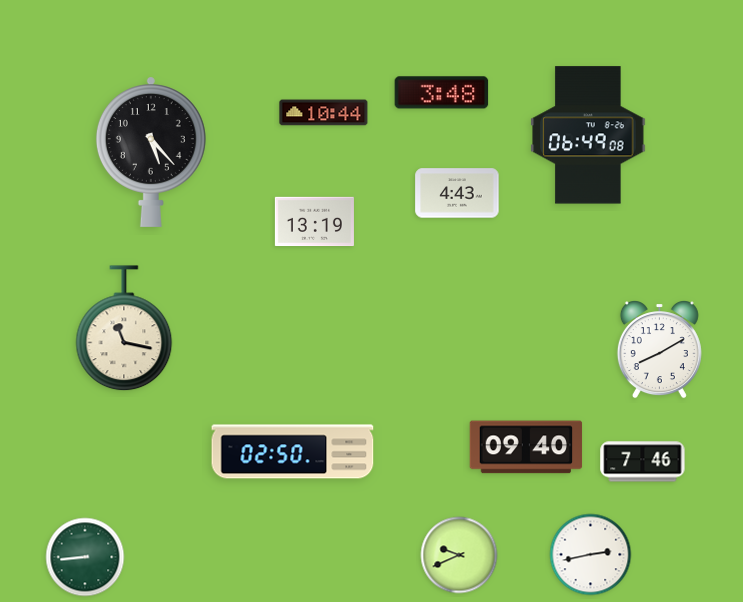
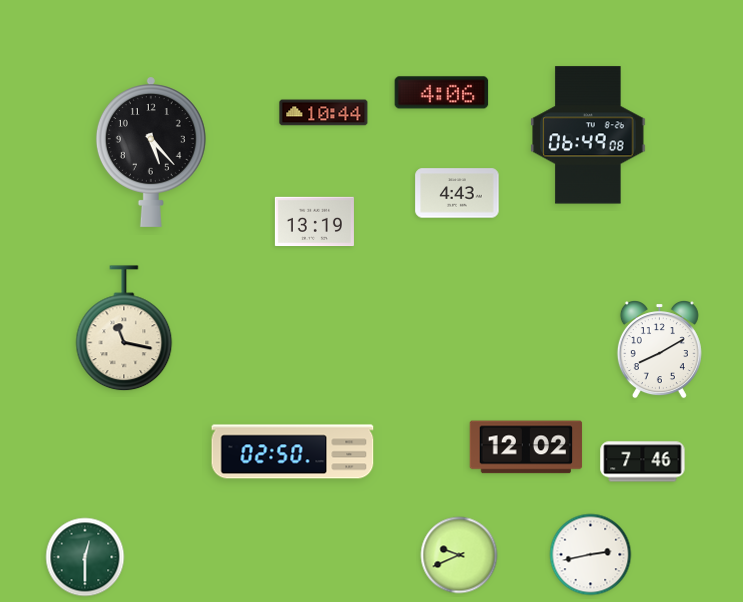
clock at (442, 93): 3:48 -> 4:06
clock at (526, 447): 09:40 -> 12:02
clock at (85, 557): 8:44 -> 12:30
